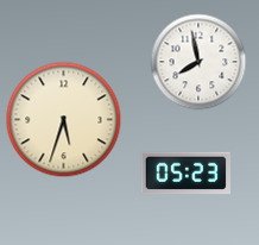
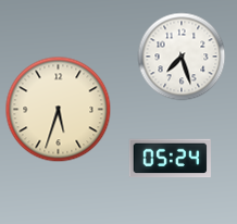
clock at (198, 62): 7:58 -> 7:27
clock at (185, 174): 05:23 -> 05:24
